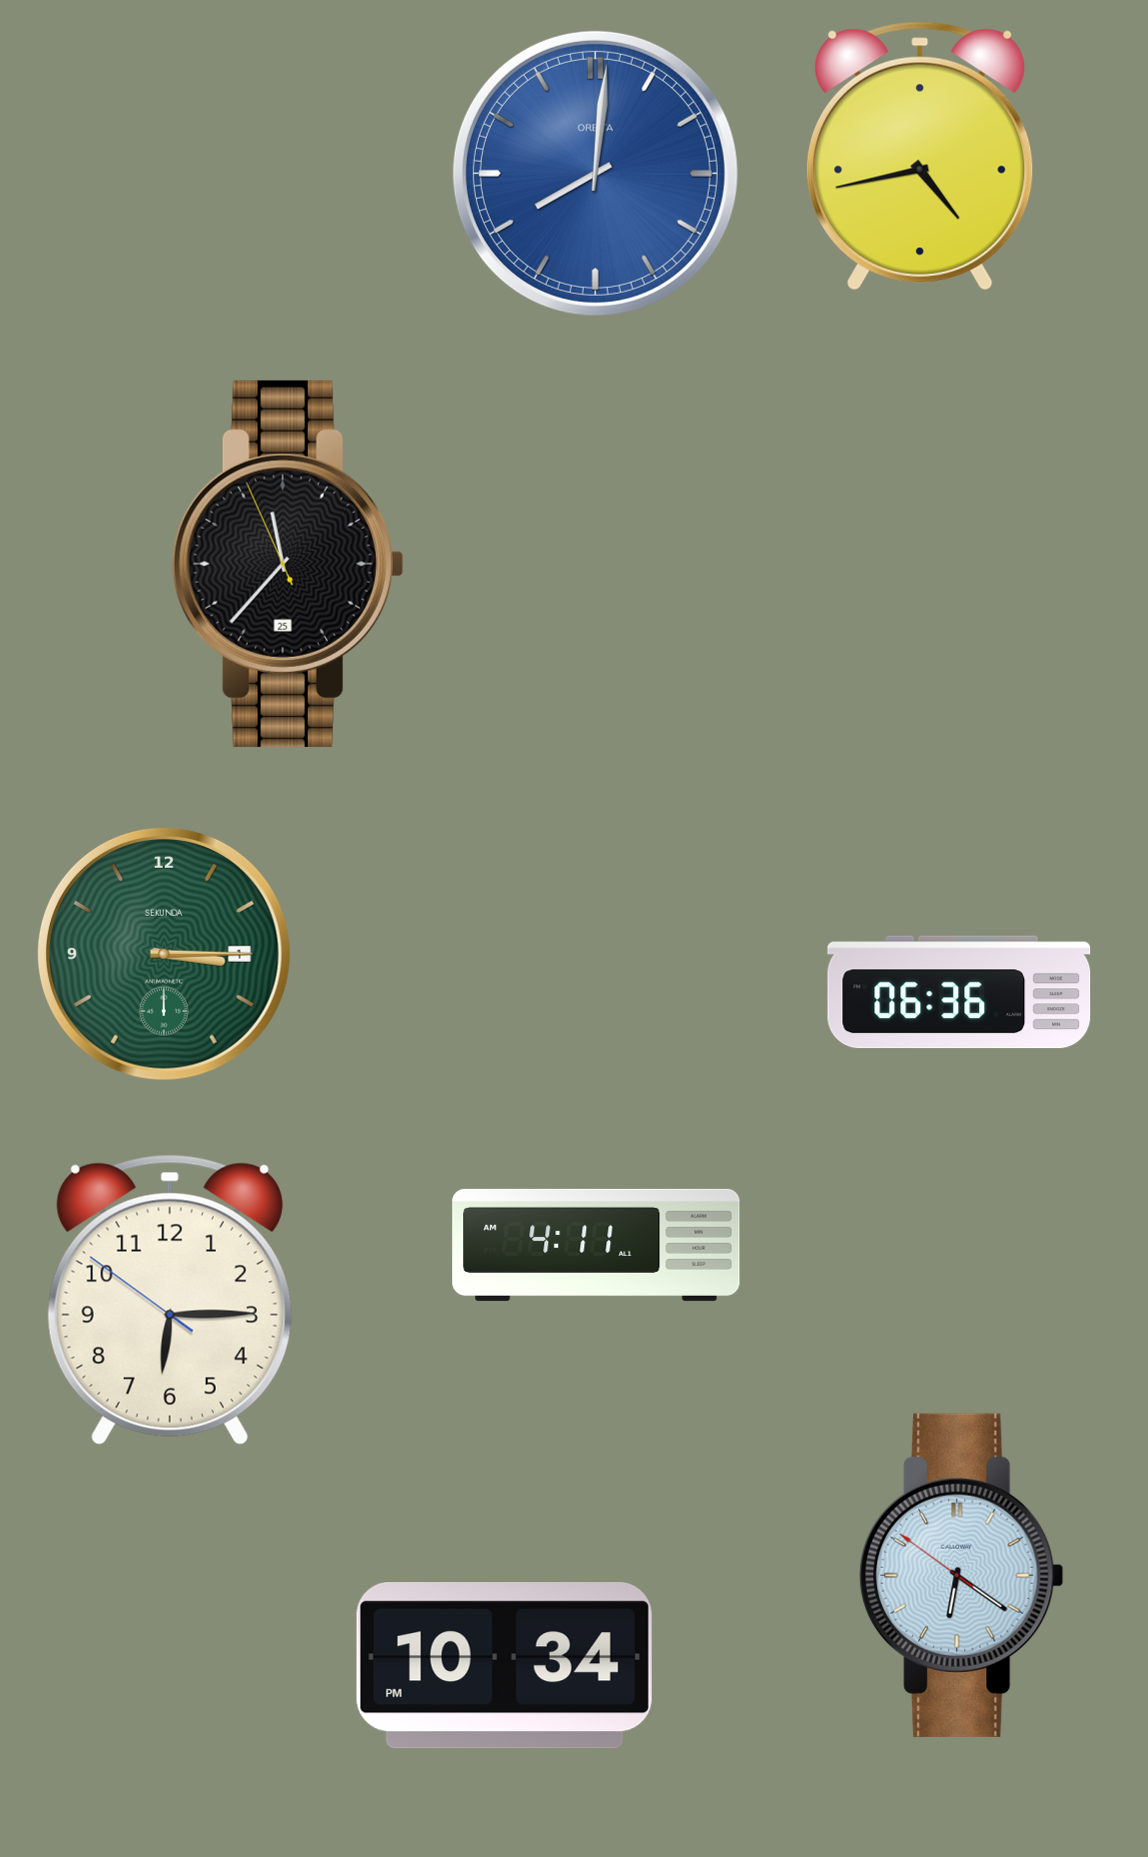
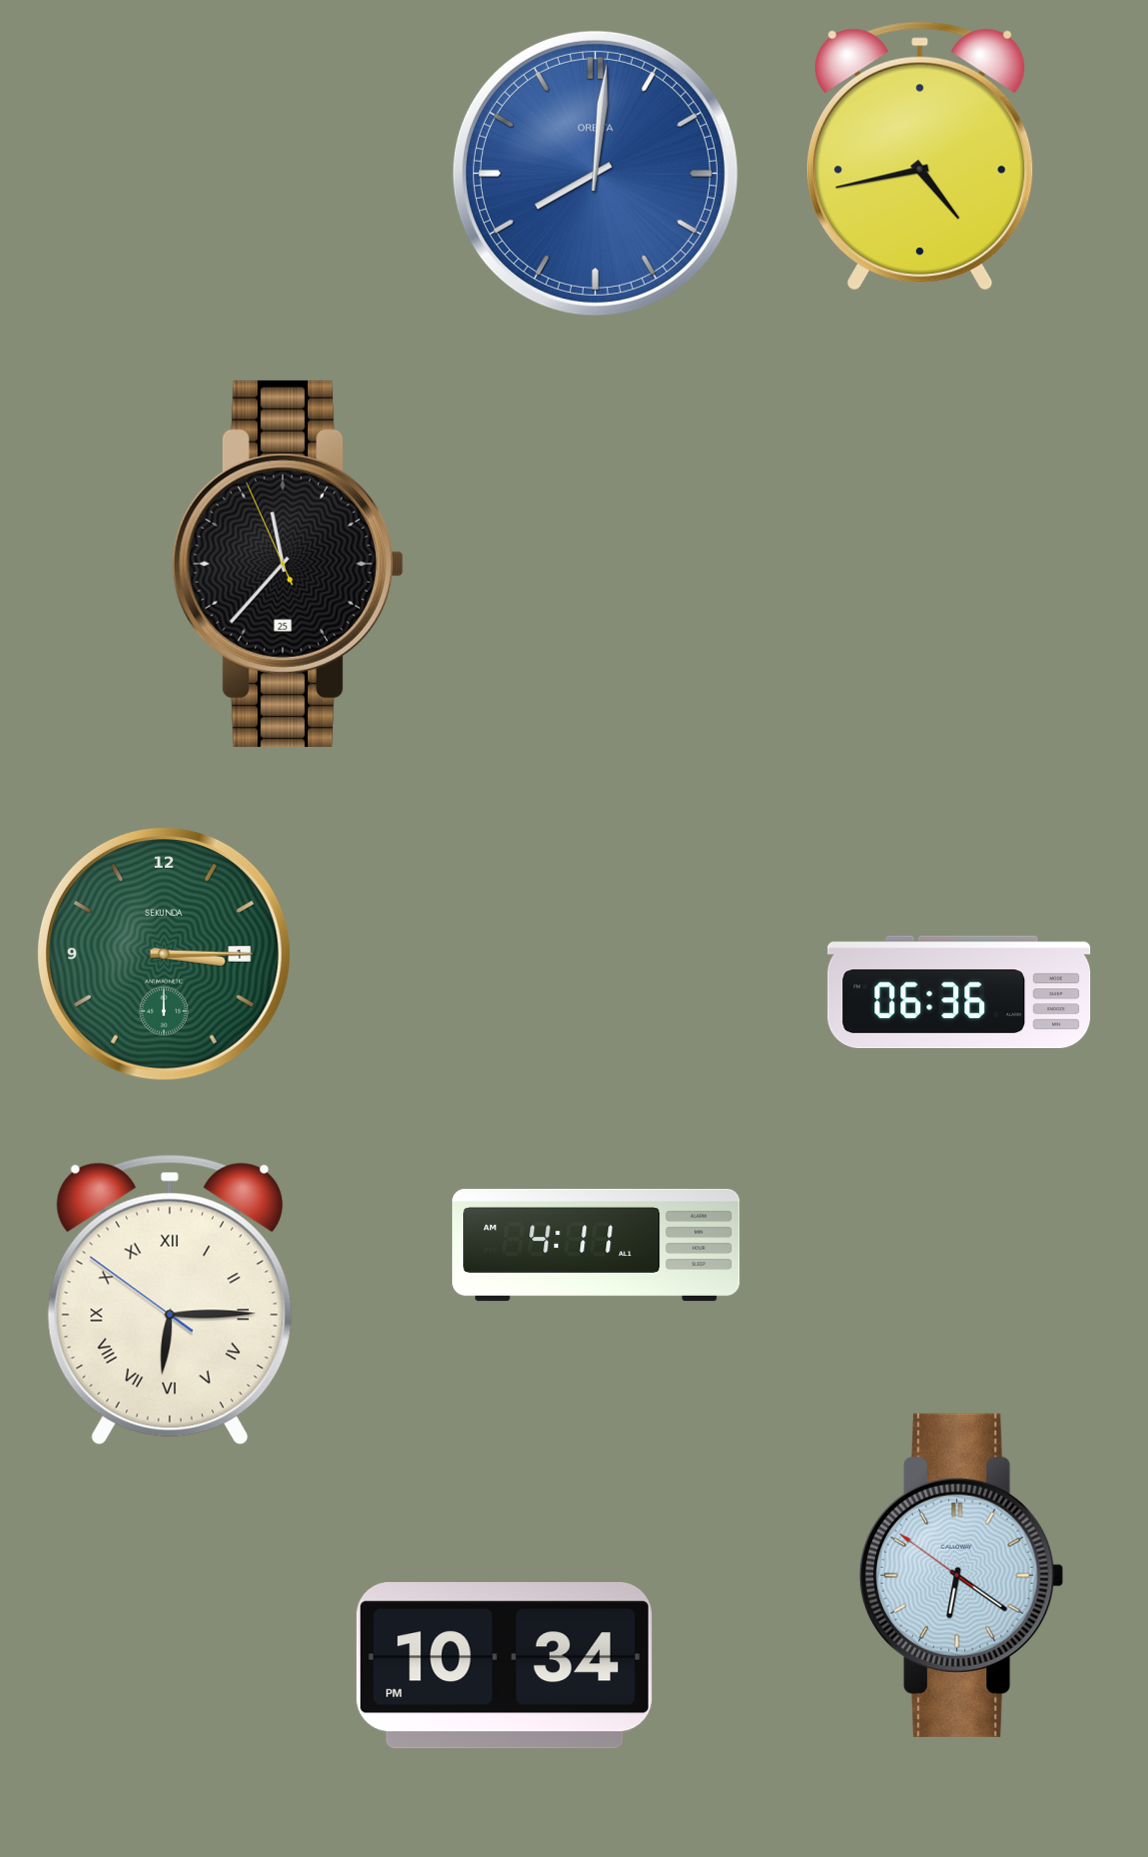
clock at (170, 1300) numerals: Arabic -> Roman
